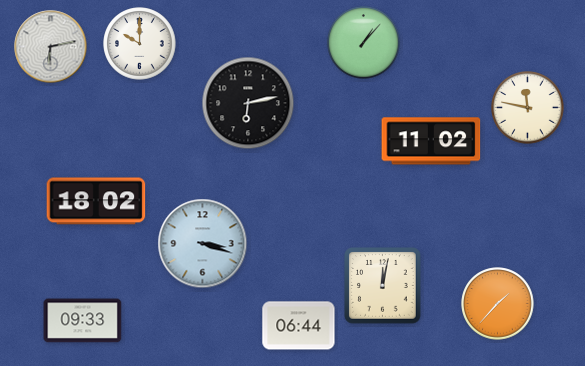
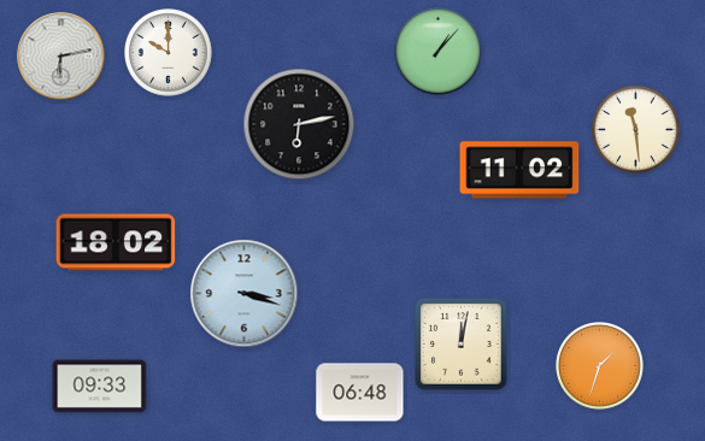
clock at (528, 108): 11:47 -> 11:29
clock at (498, 304): 1:37 -> 1:33
clock at (299, 326): 06:44 -> 06:48
